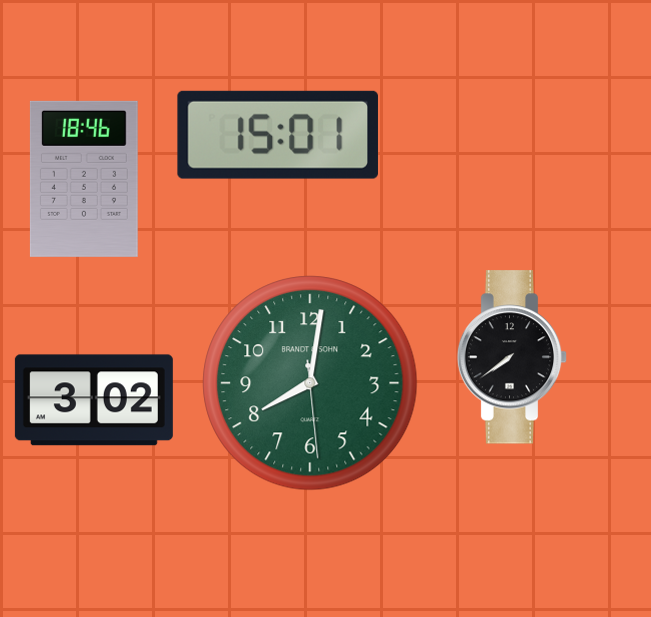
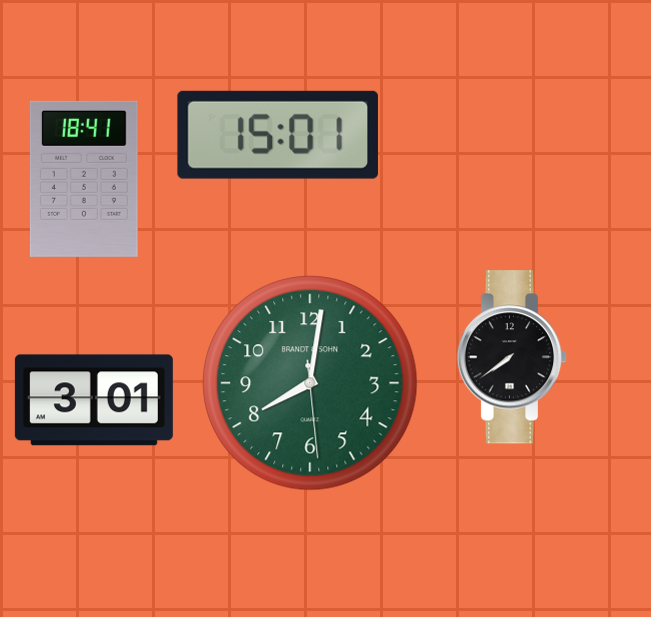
clock at (84, 179): 18:46 -> 18:41
clock at (94, 400): 3:02 -> 3:01
